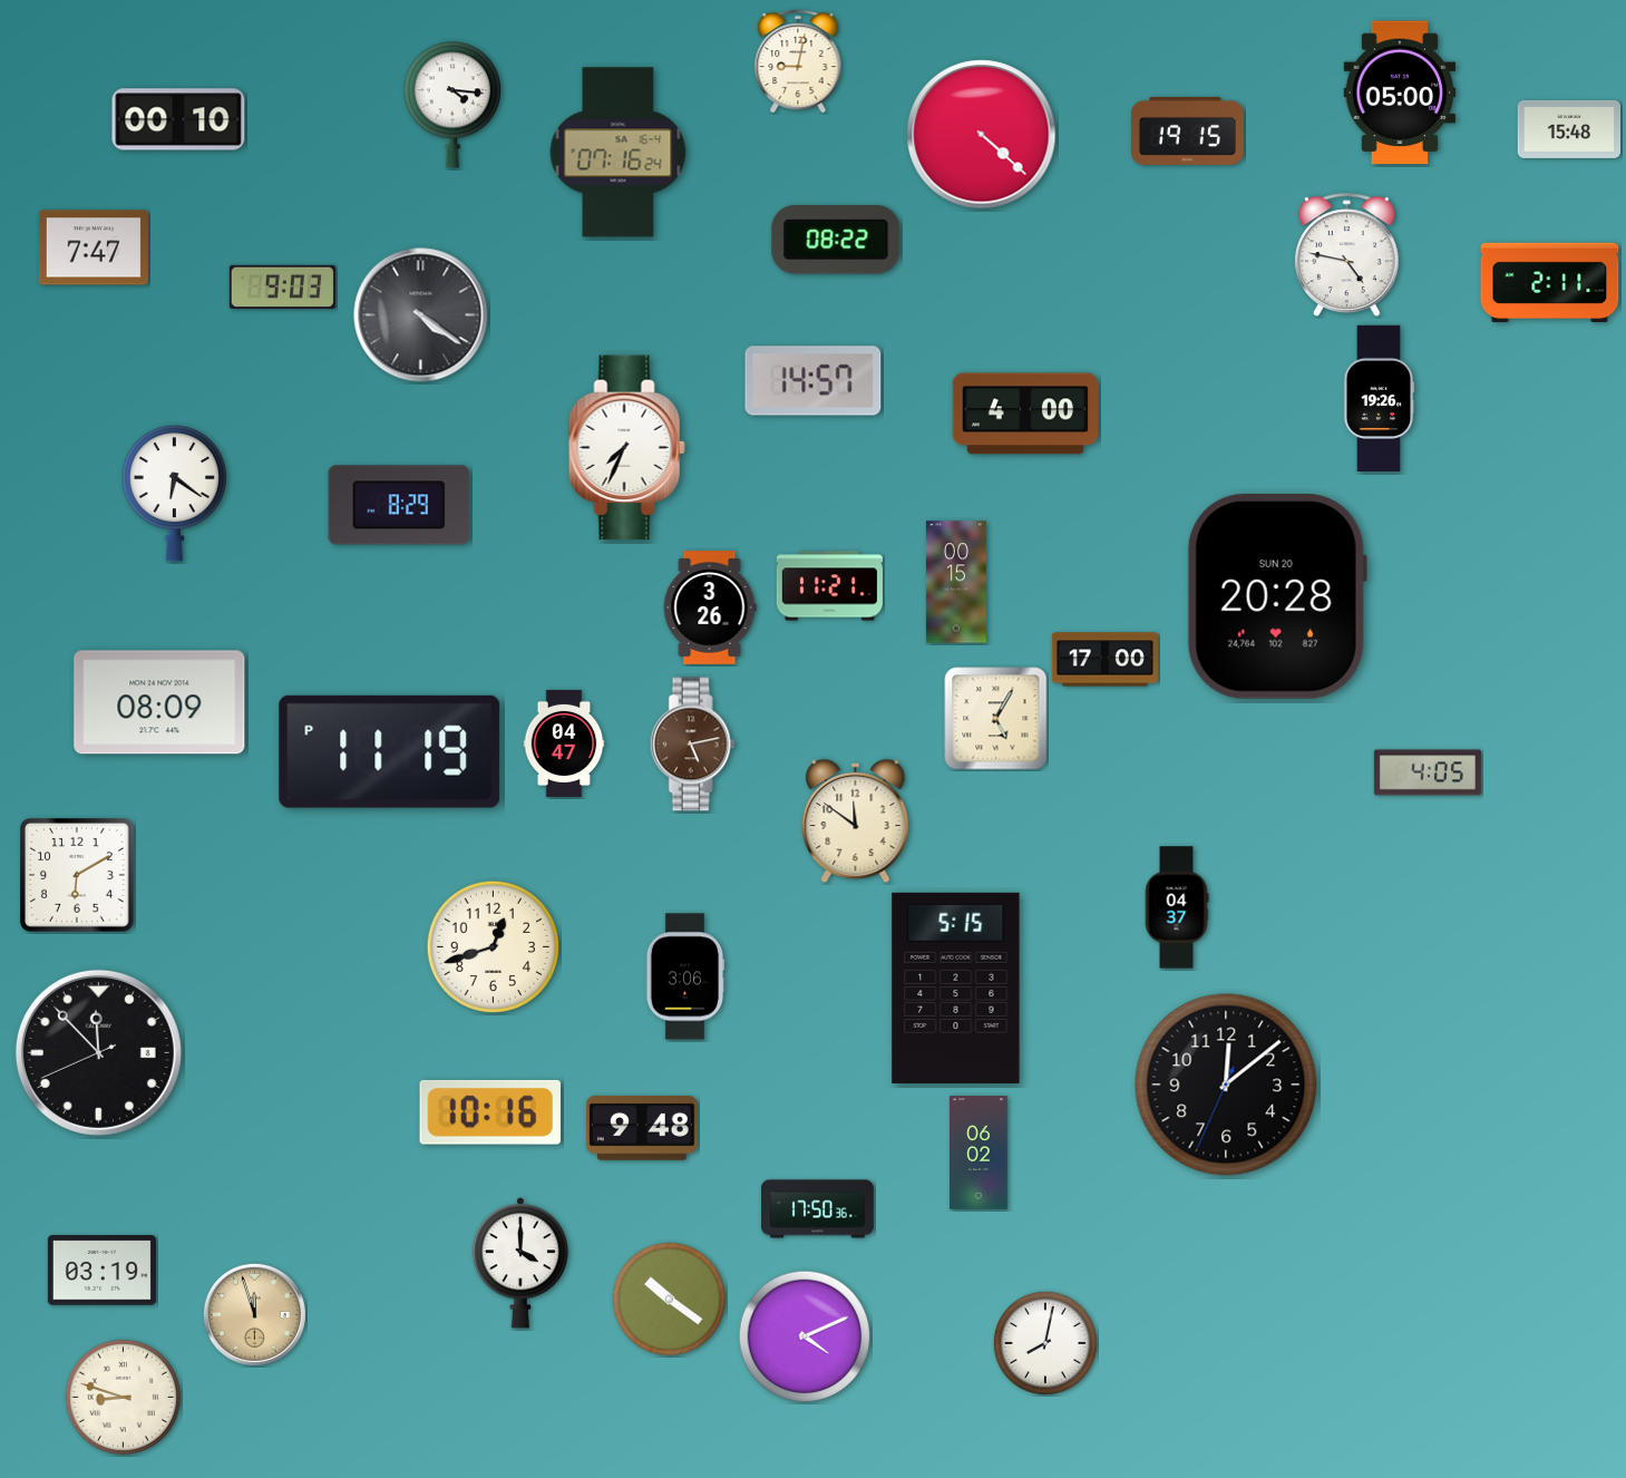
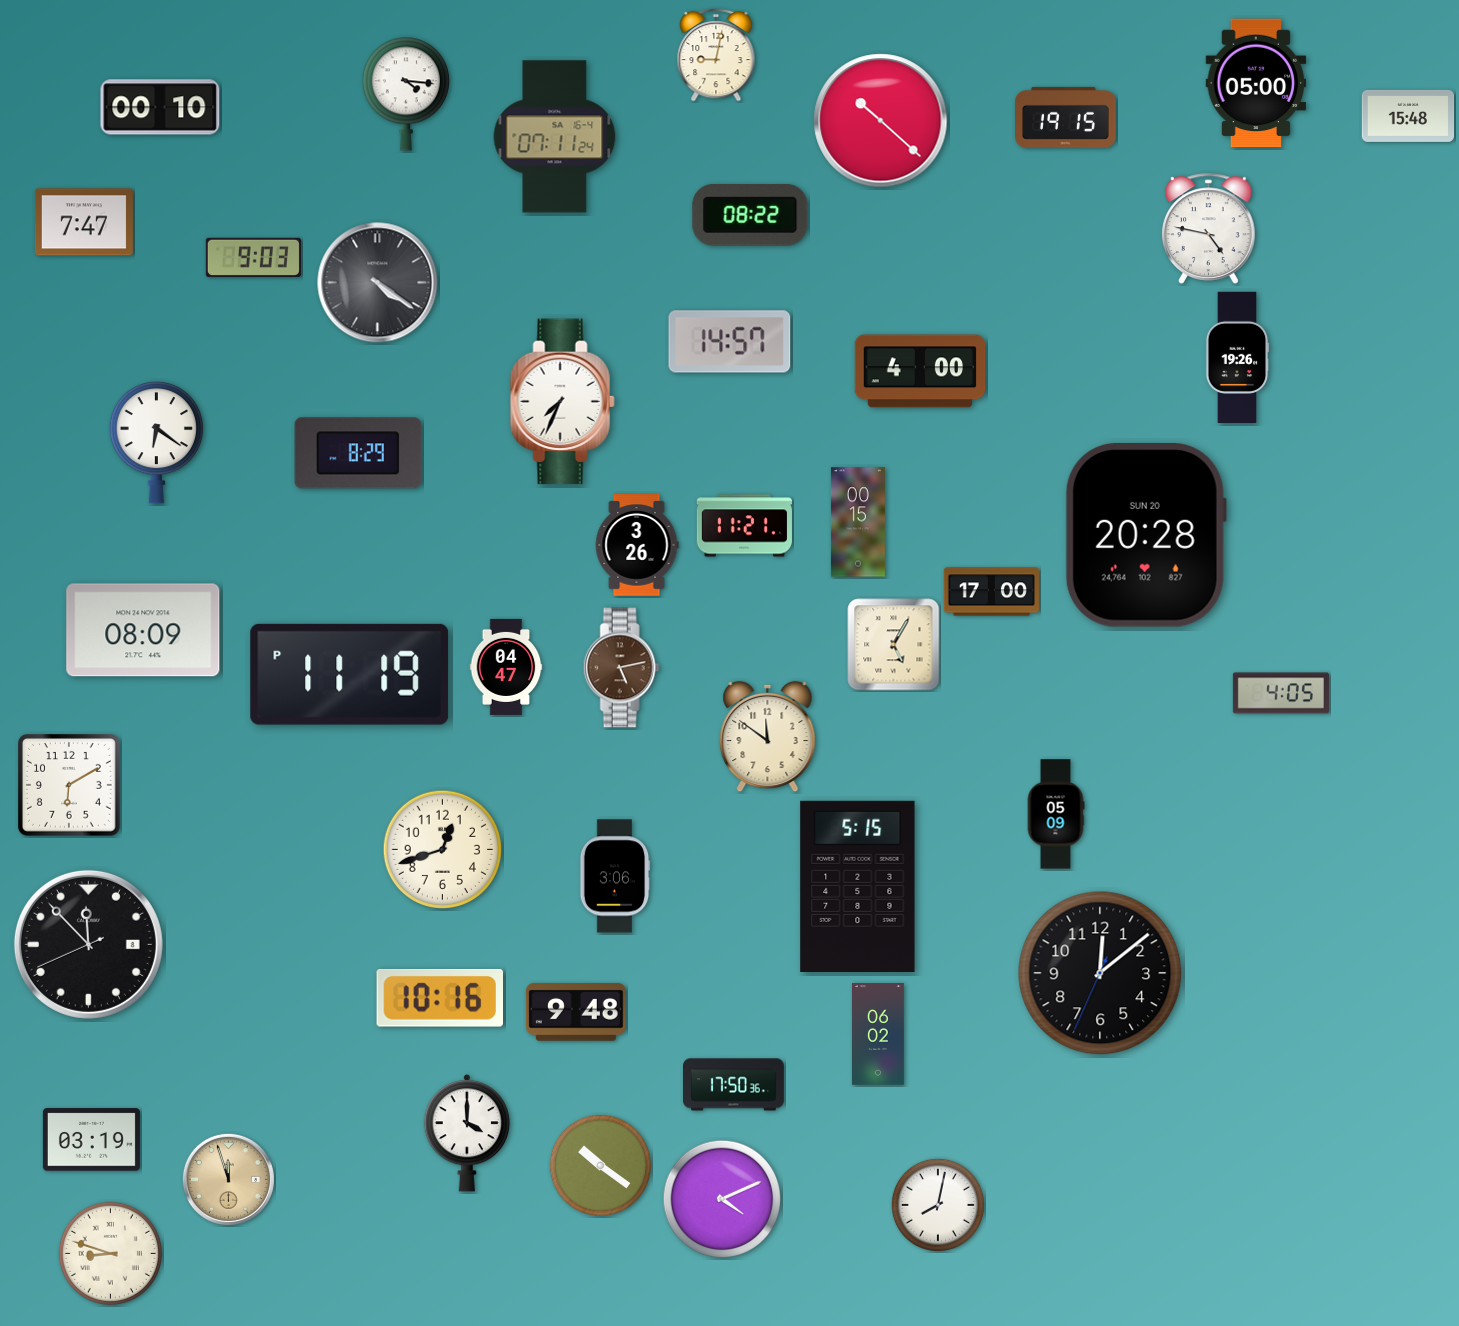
clock at (982, 135): 4:22 -> 10:22
clock at (619, 153): 07:16 -> 07:11
clock at (1550, 282): 2:11 -> none
clock at (1177, 907): 04:37 -> 05:09
